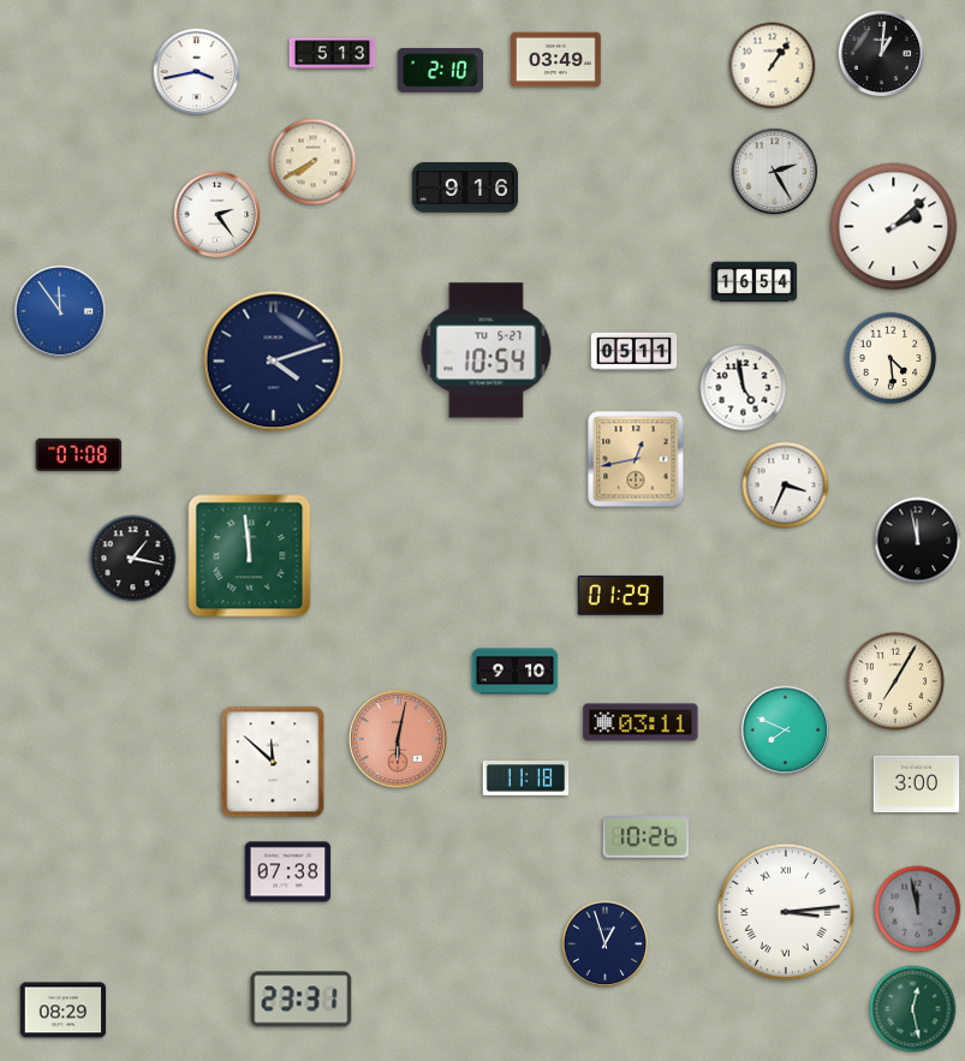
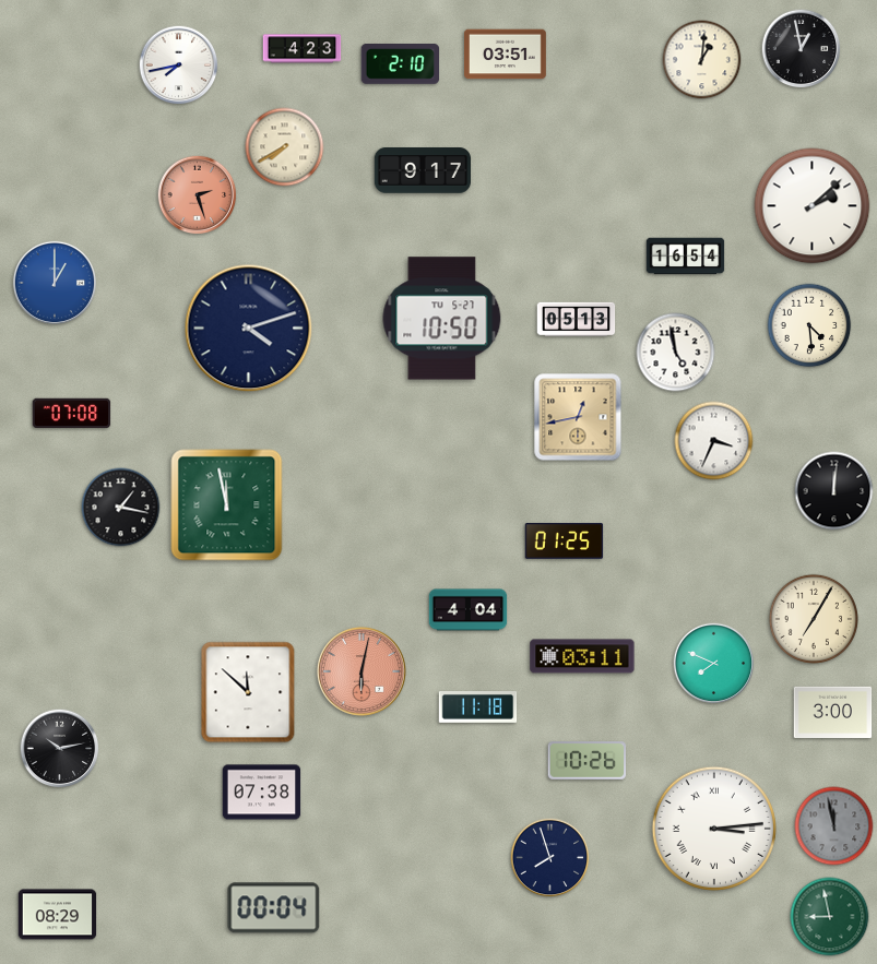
clock at (333, 54): 5:13 -> 4:23
clock at (882, 54): 1:01 -> 12:58
clock at (556, 60): 03:49 -> 03:51
clock at (773, 66): 1:06 -> 1:01
clock at (197, 72): 3:43 -> 7:43
clock at (775, 172): 2:25 -> none
clock at (464, 189): 9:16 -> 9:17
clock at (218, 215): 2:24 -> 2:27
clock at (218, 215) dial: white -> salmon
clock at (59, 310): 11:54 -> 1:00
clock at (487, 351): 10:54 -> 10:50
clock at (635, 352): 05:11 -> 05:13
clock at (918, 541): 11:58 -> 12:01
clock at (250, 556): 11:59 -> 11:58
clock at (621, 596): 01:29 -> 01:25
clock at (516, 672): 9:10 -> 4:04
clock at (60, 749): none -> 10:13
clock at (606, 944): 12:57 -> 7:57
clock at (302, 1000): 23:31 -> 00:04
clock at (913, 1009): 12:28 -> 8:58
clock at (64, 1011) position: (64, 1011) -> (58, 915)
